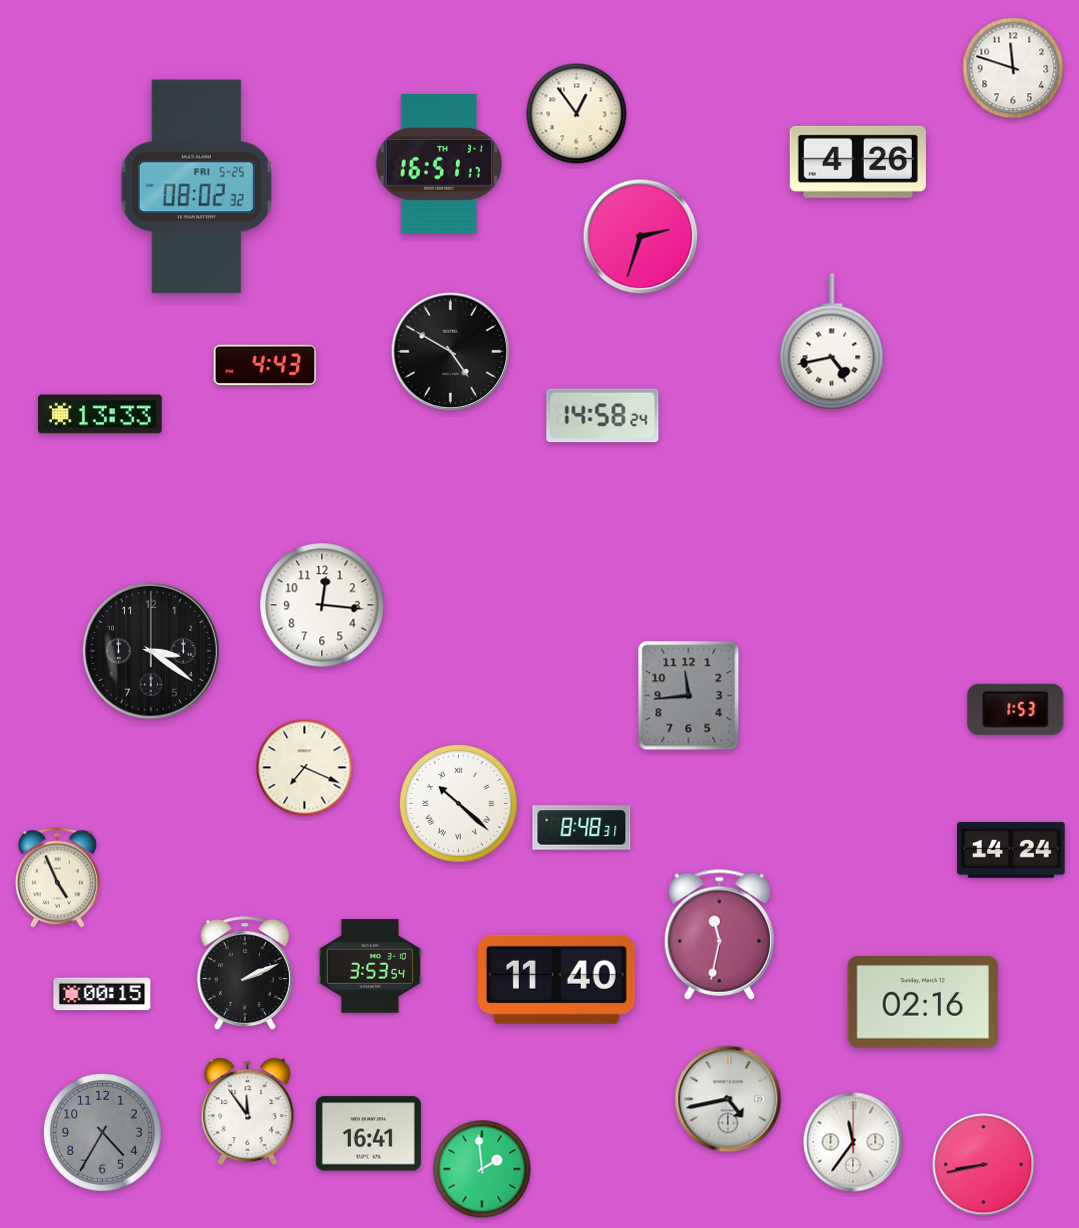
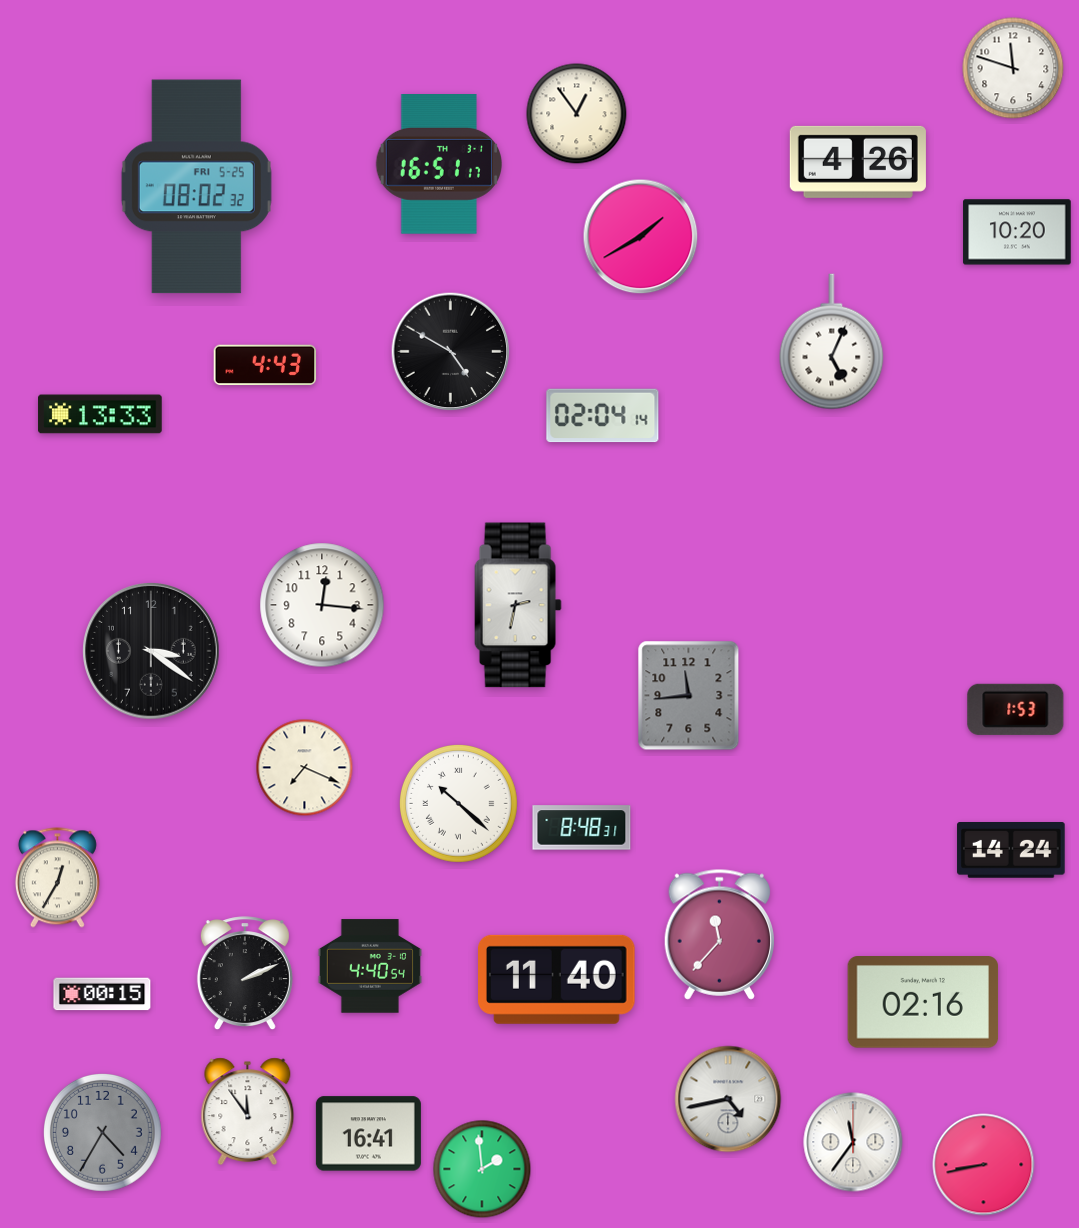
clock at (1017, 232): none -> 10:20
clock at (641, 237): 2:33 -> 1:40
clock at (832, 342): 4:43 -> 5:04
clock at (603, 416): 14:58 -> 02:04
clock at (518, 605): none -> 2:32
clock at (57, 878): 4:56 -> 12:35
clock at (719, 934): 11:32 -> 11:37
clock at (370, 966): 3:53 -> 4:40
